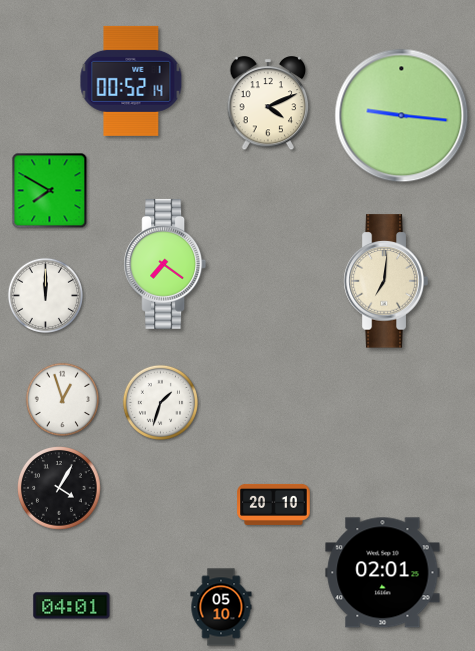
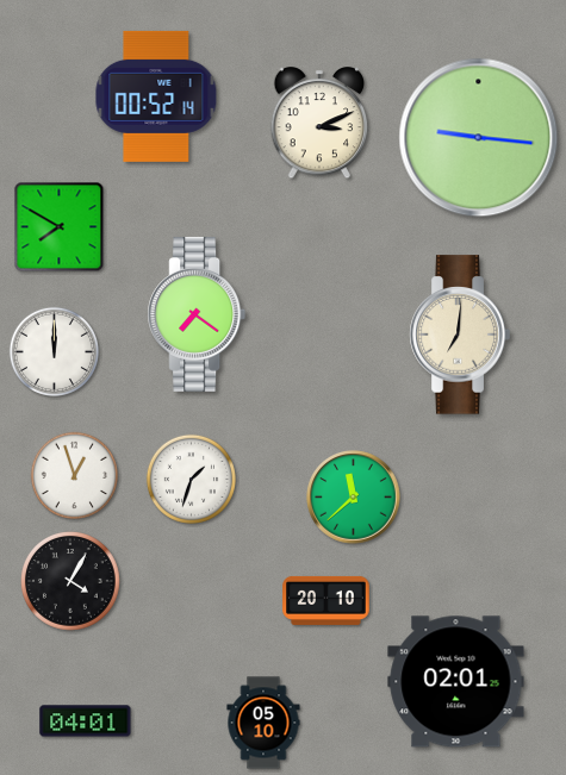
clock at (268, 104): 4:11 -> 3:11
clock at (354, 498): none -> 11:38
